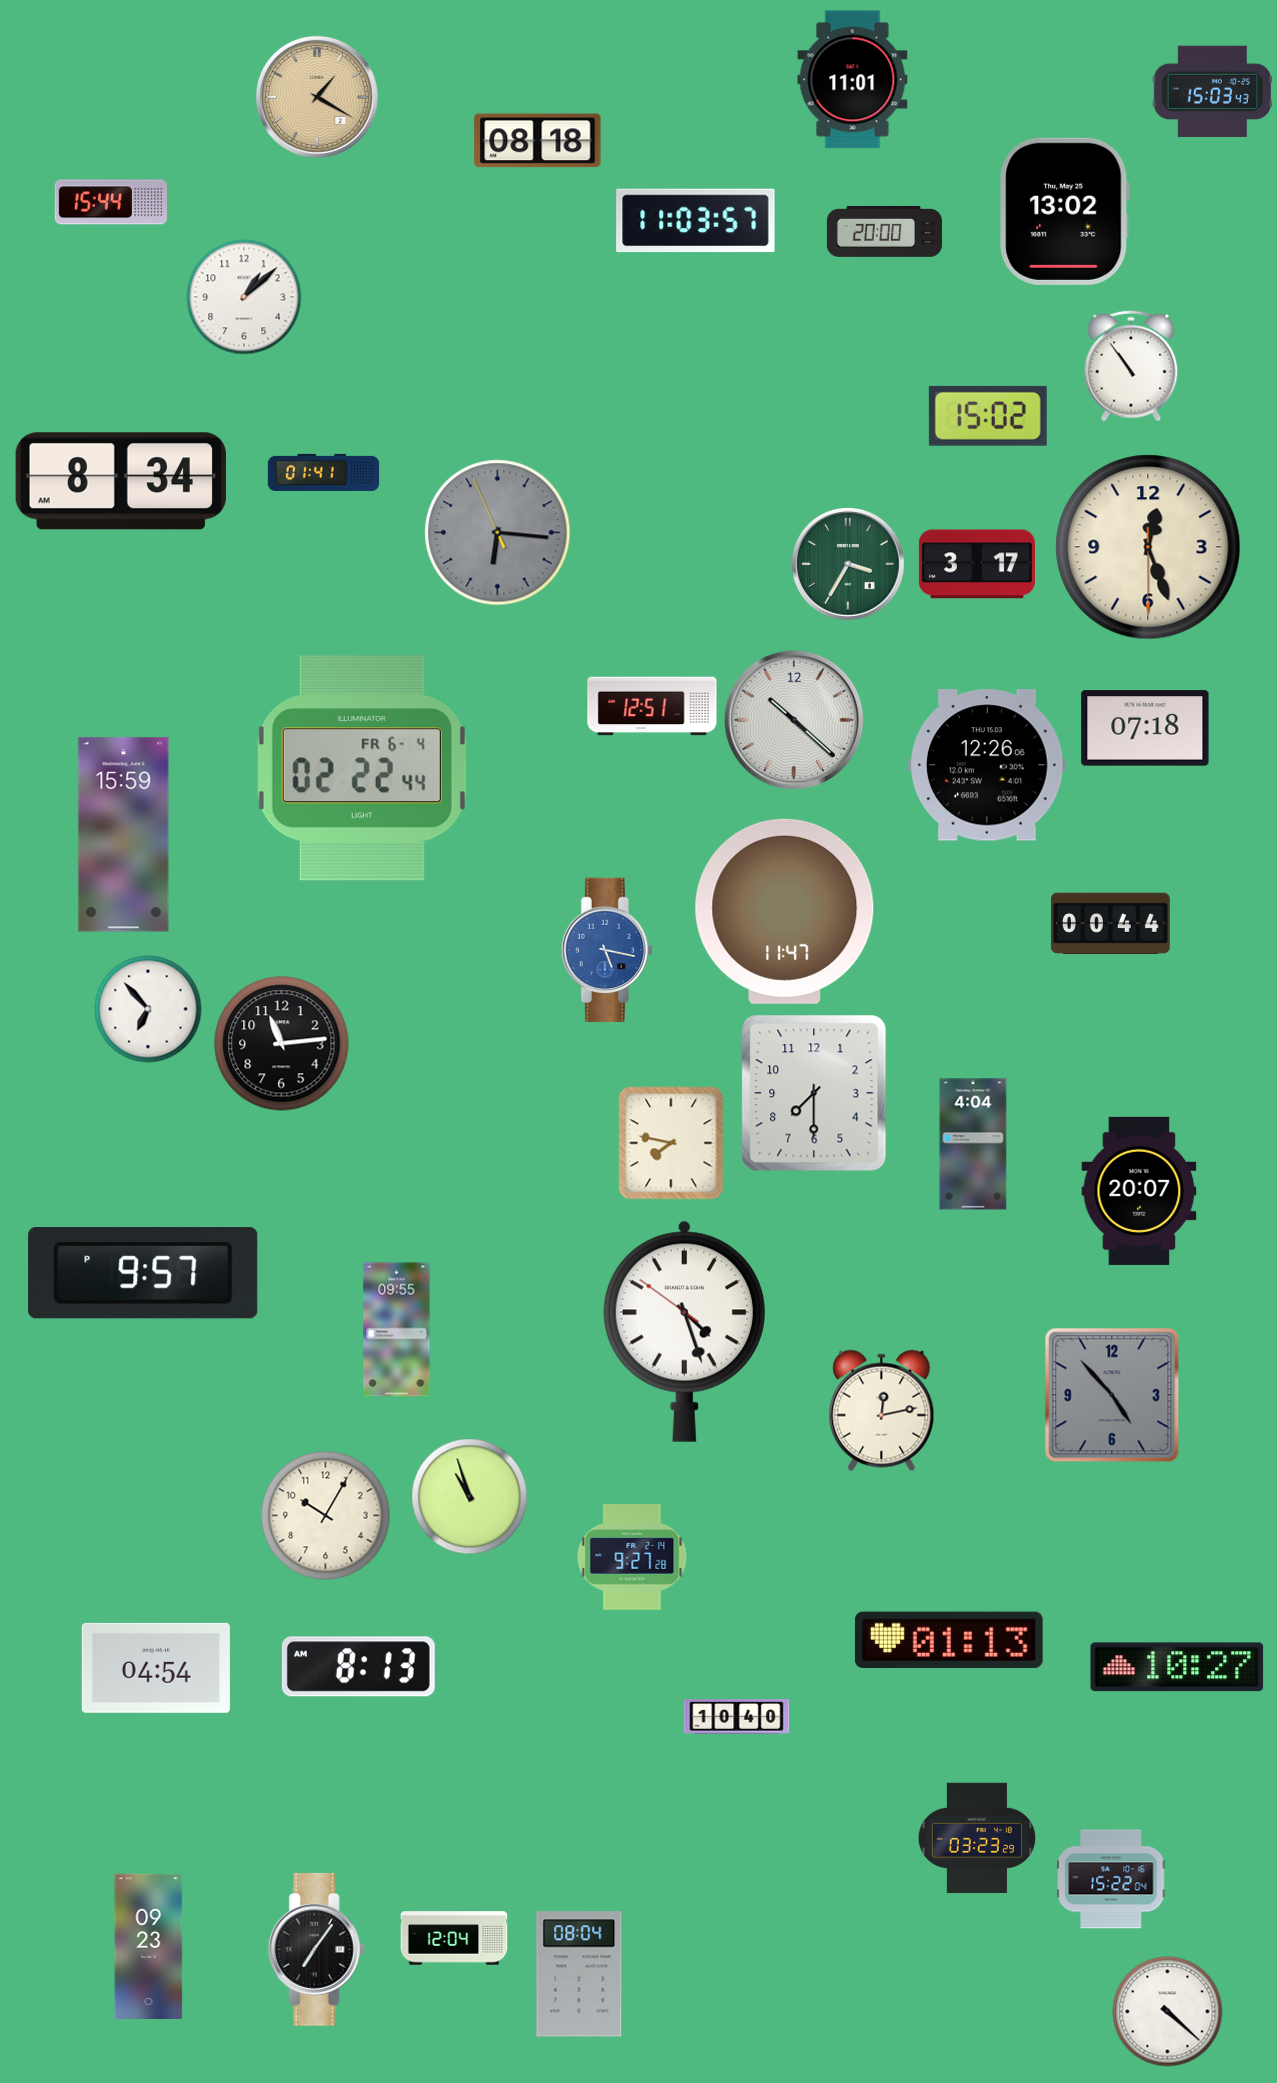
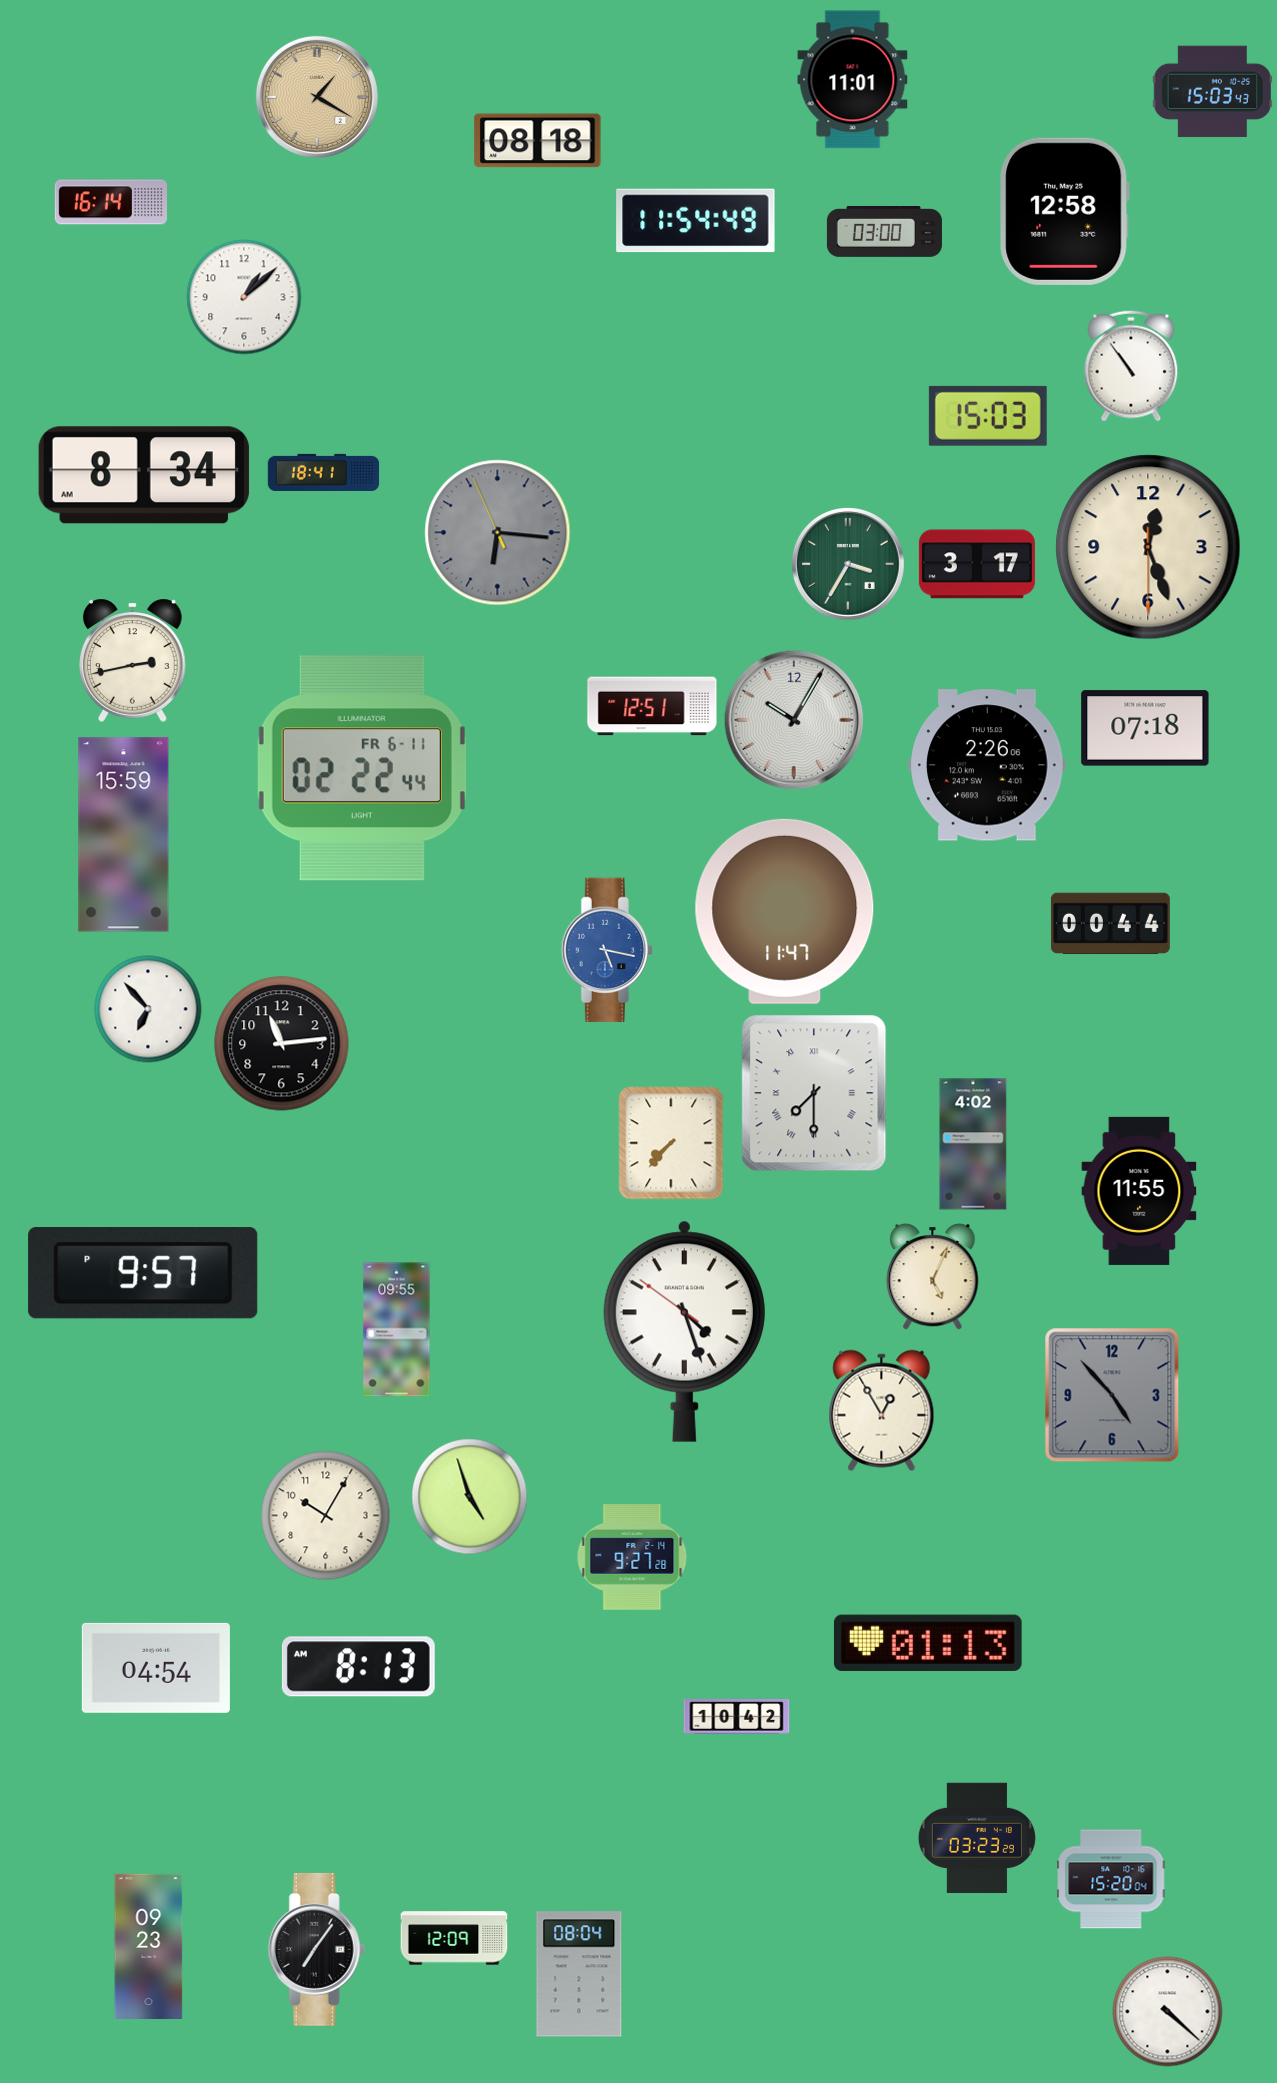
clock at (111, 202): 15:44 -> 16:14
clock at (1065, 211): 13:02 -> 12:58
clock at (696, 221): 11:03 -> 11:54
clock at (884, 231): 20:00 -> 03:00
clock at (988, 416): 15:02 -> 15:03
clock at (324, 472): 01:41 -> 18:41
clock at (121, 481) position: (121, 481) -> (144, 475)
clock at (133, 660): none -> 2:43
clock at (794, 720): 10:22 -> 10:05
clock at (987, 765): 12:26 -> 2:26
clock at (362, 768) date: FR 6-4 -> FR 6-11
clock at (814, 1093) numerals: Arabic -> Roman
clock at (671, 1143): 7:47 -> 7:37
clock at (973, 1144): 4:04 -> 4:02
clock at (1139, 1191): 20:07 -> 11:55
clock at (933, 1277): none -> 5:04
clock at (882, 1411): 12:13 -> 12:55
clock at (470, 1497): 10:57 -> 4:57
clock at (949, 1640) position: (949, 1640) -> (928, 1643)
clock at (1177, 1667): 10:27 -> none
clock at (737, 1717): 10:40 -> 10:42
clock at (1111, 1879): 15:22 -> 15:20
clock at (454, 1938): 12:04 -> 12:09
